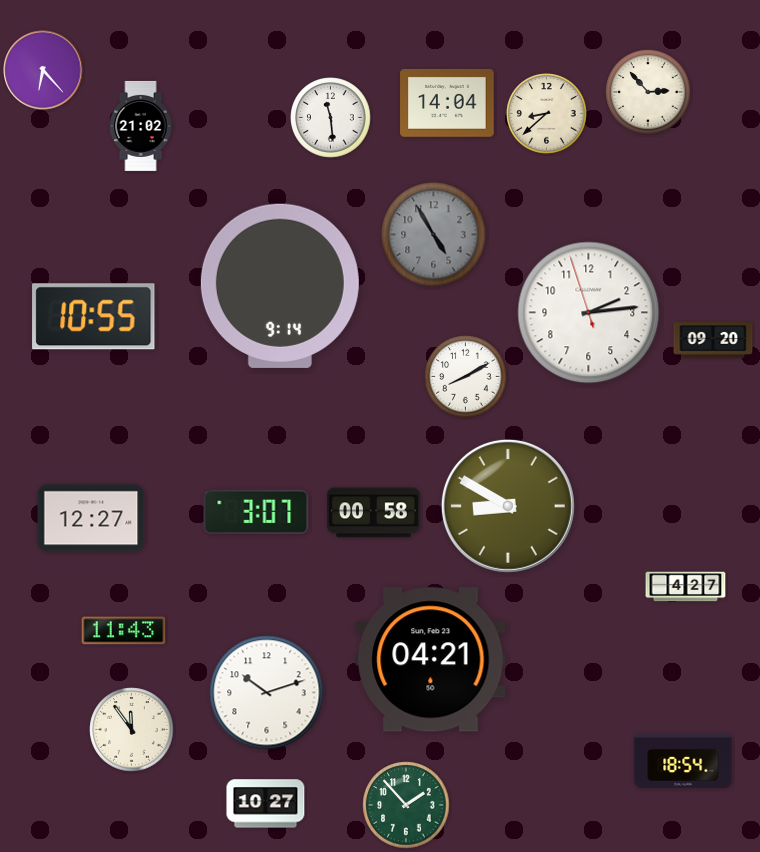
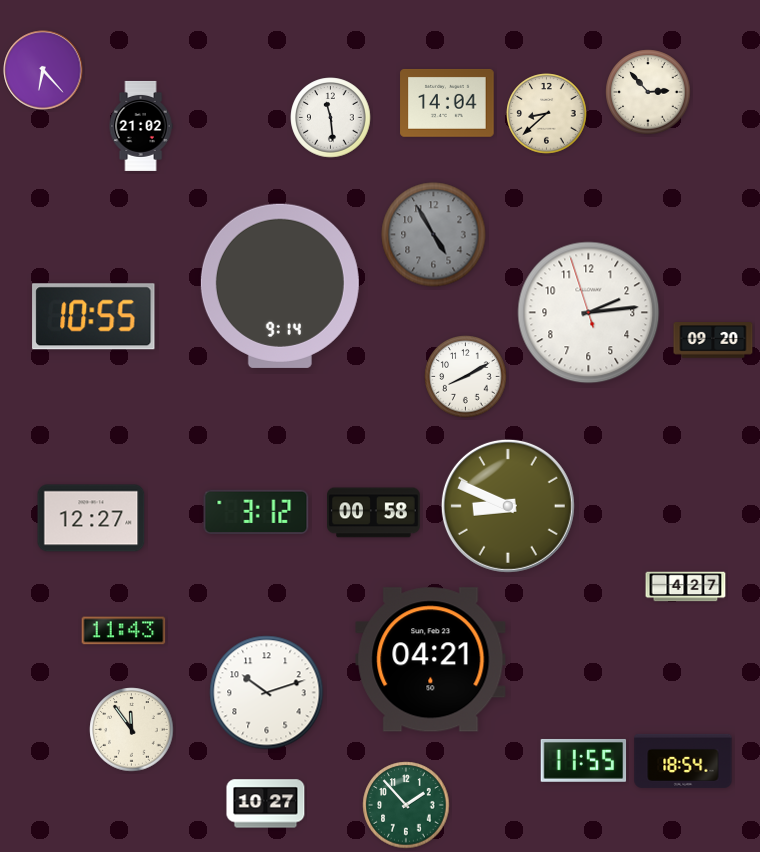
clock at (508, 506): 8:50 -> 8:49
clock at (256, 511): 3:07 -> 3:12
clock at (584, 760): none -> 11:55
